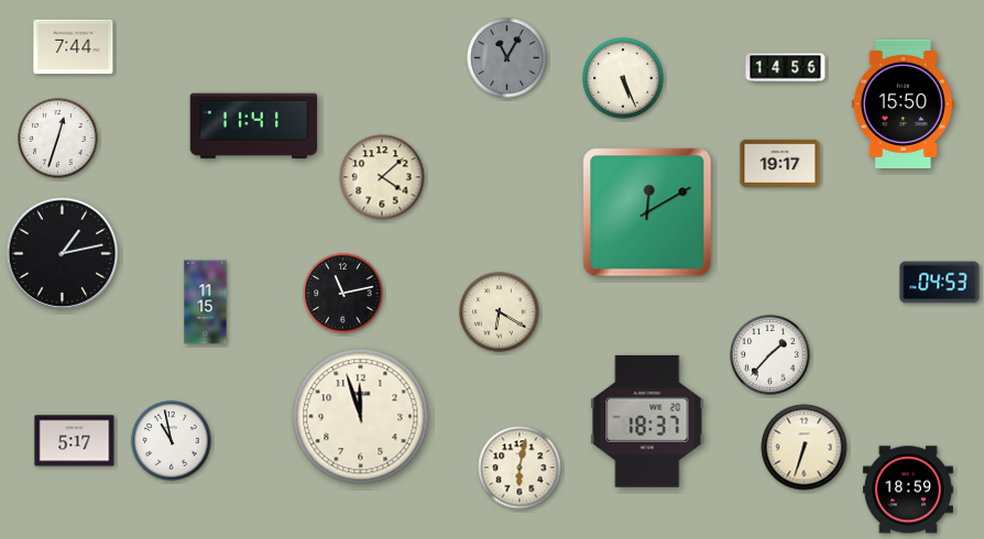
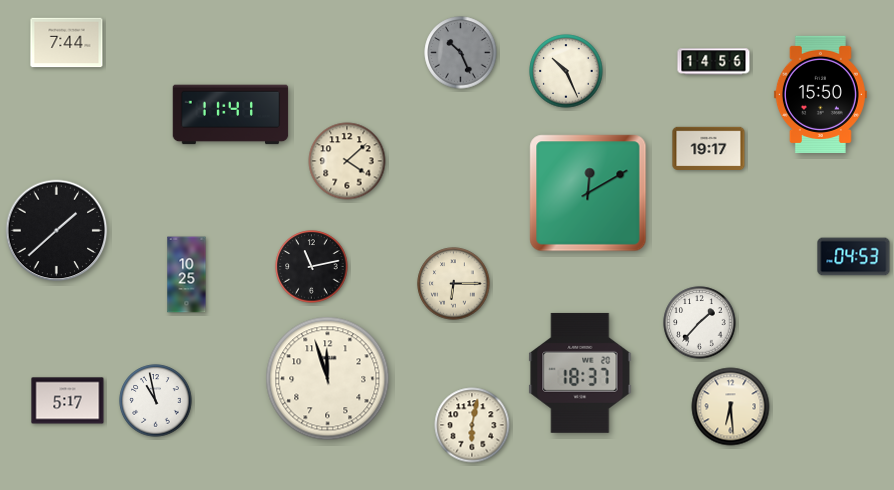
clock at (507, 58): 11:05 -> 10:26
clock at (623, 78): 5:26 -> 10:26
clock at (58, 139): 12:33 -> none
clock at (63, 254): 1:13 -> 1:38
clock at (206, 302): 11:15 -> 10:25
clock at (500, 312): 6:20 -> 6:15
clock at (647, 421) position: (647, 421) -> (580, 373)
clock at (805, 448): 6:33 -> 6:29
clock at (908, 490): 18:59 -> none
